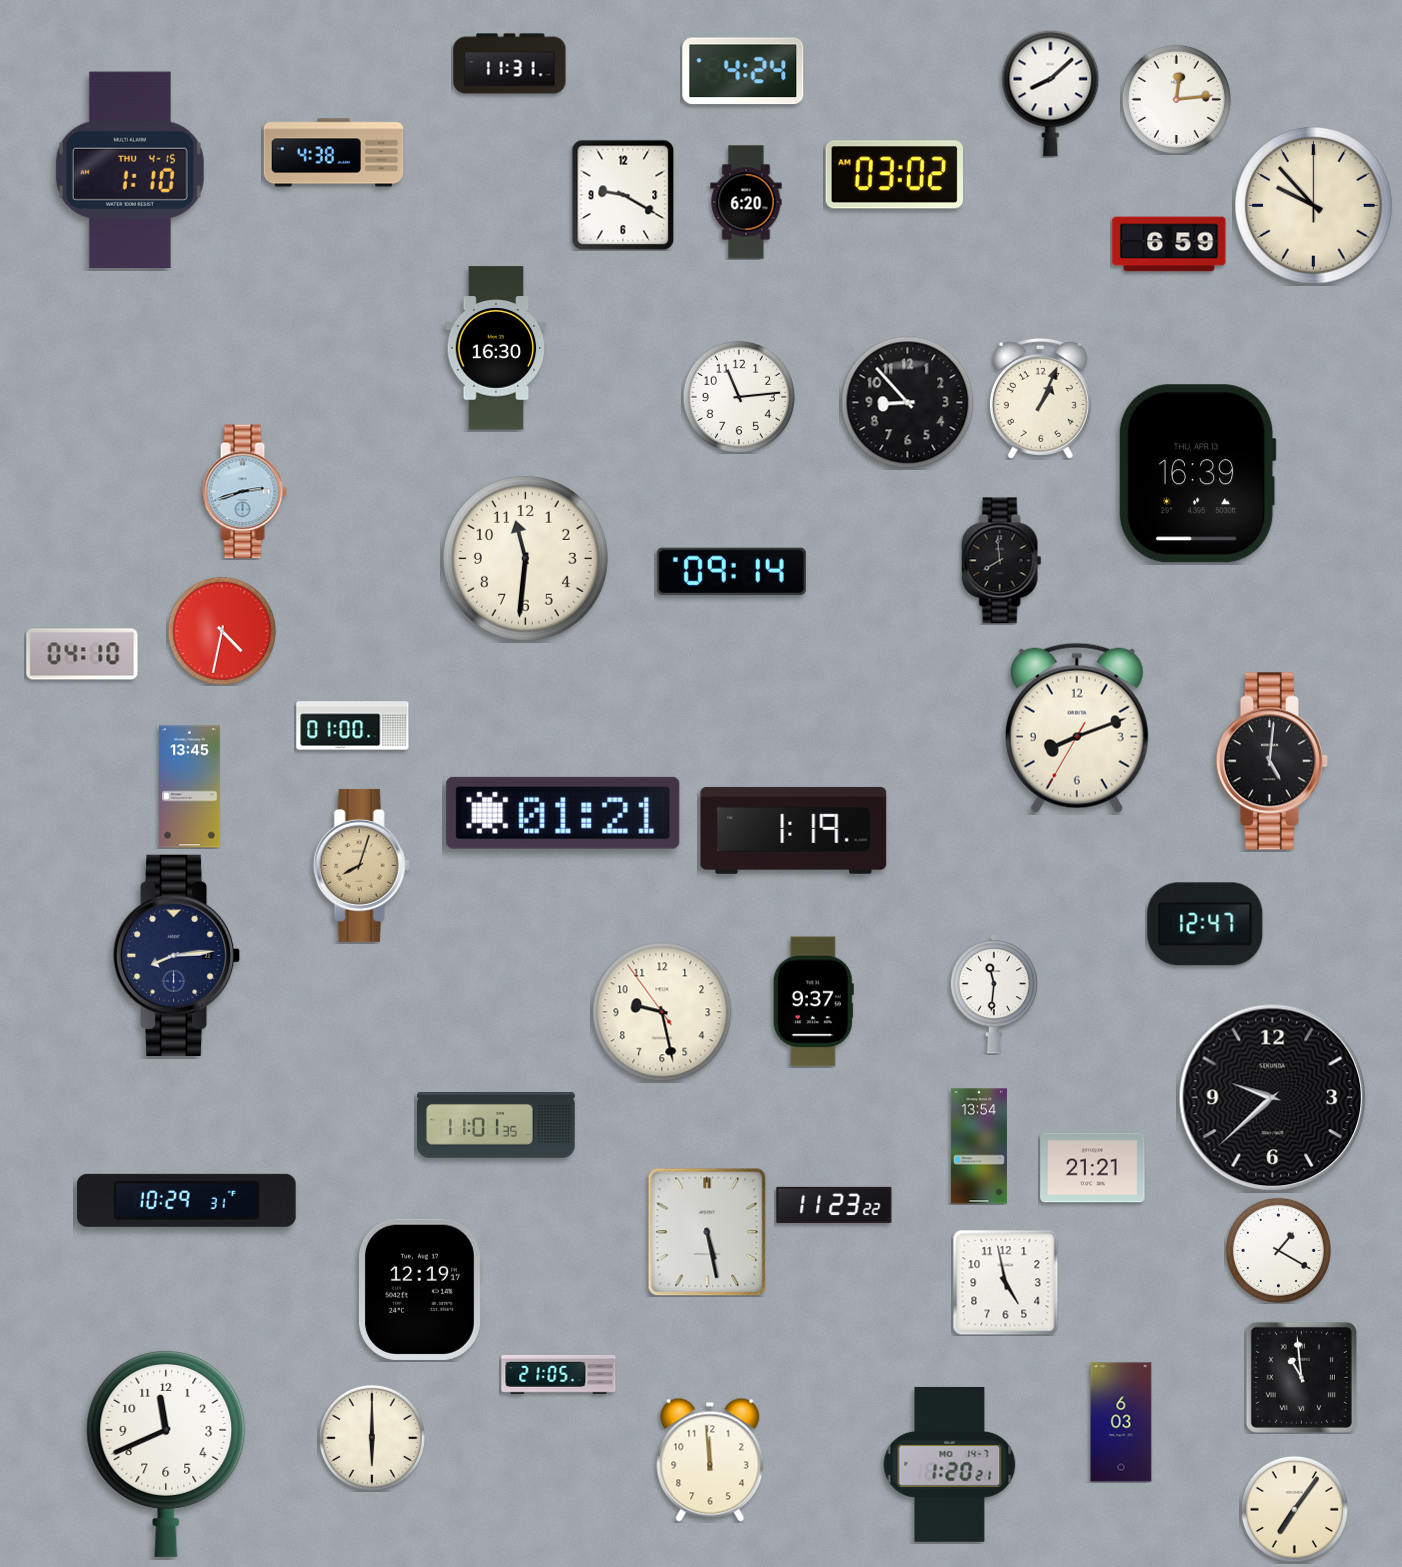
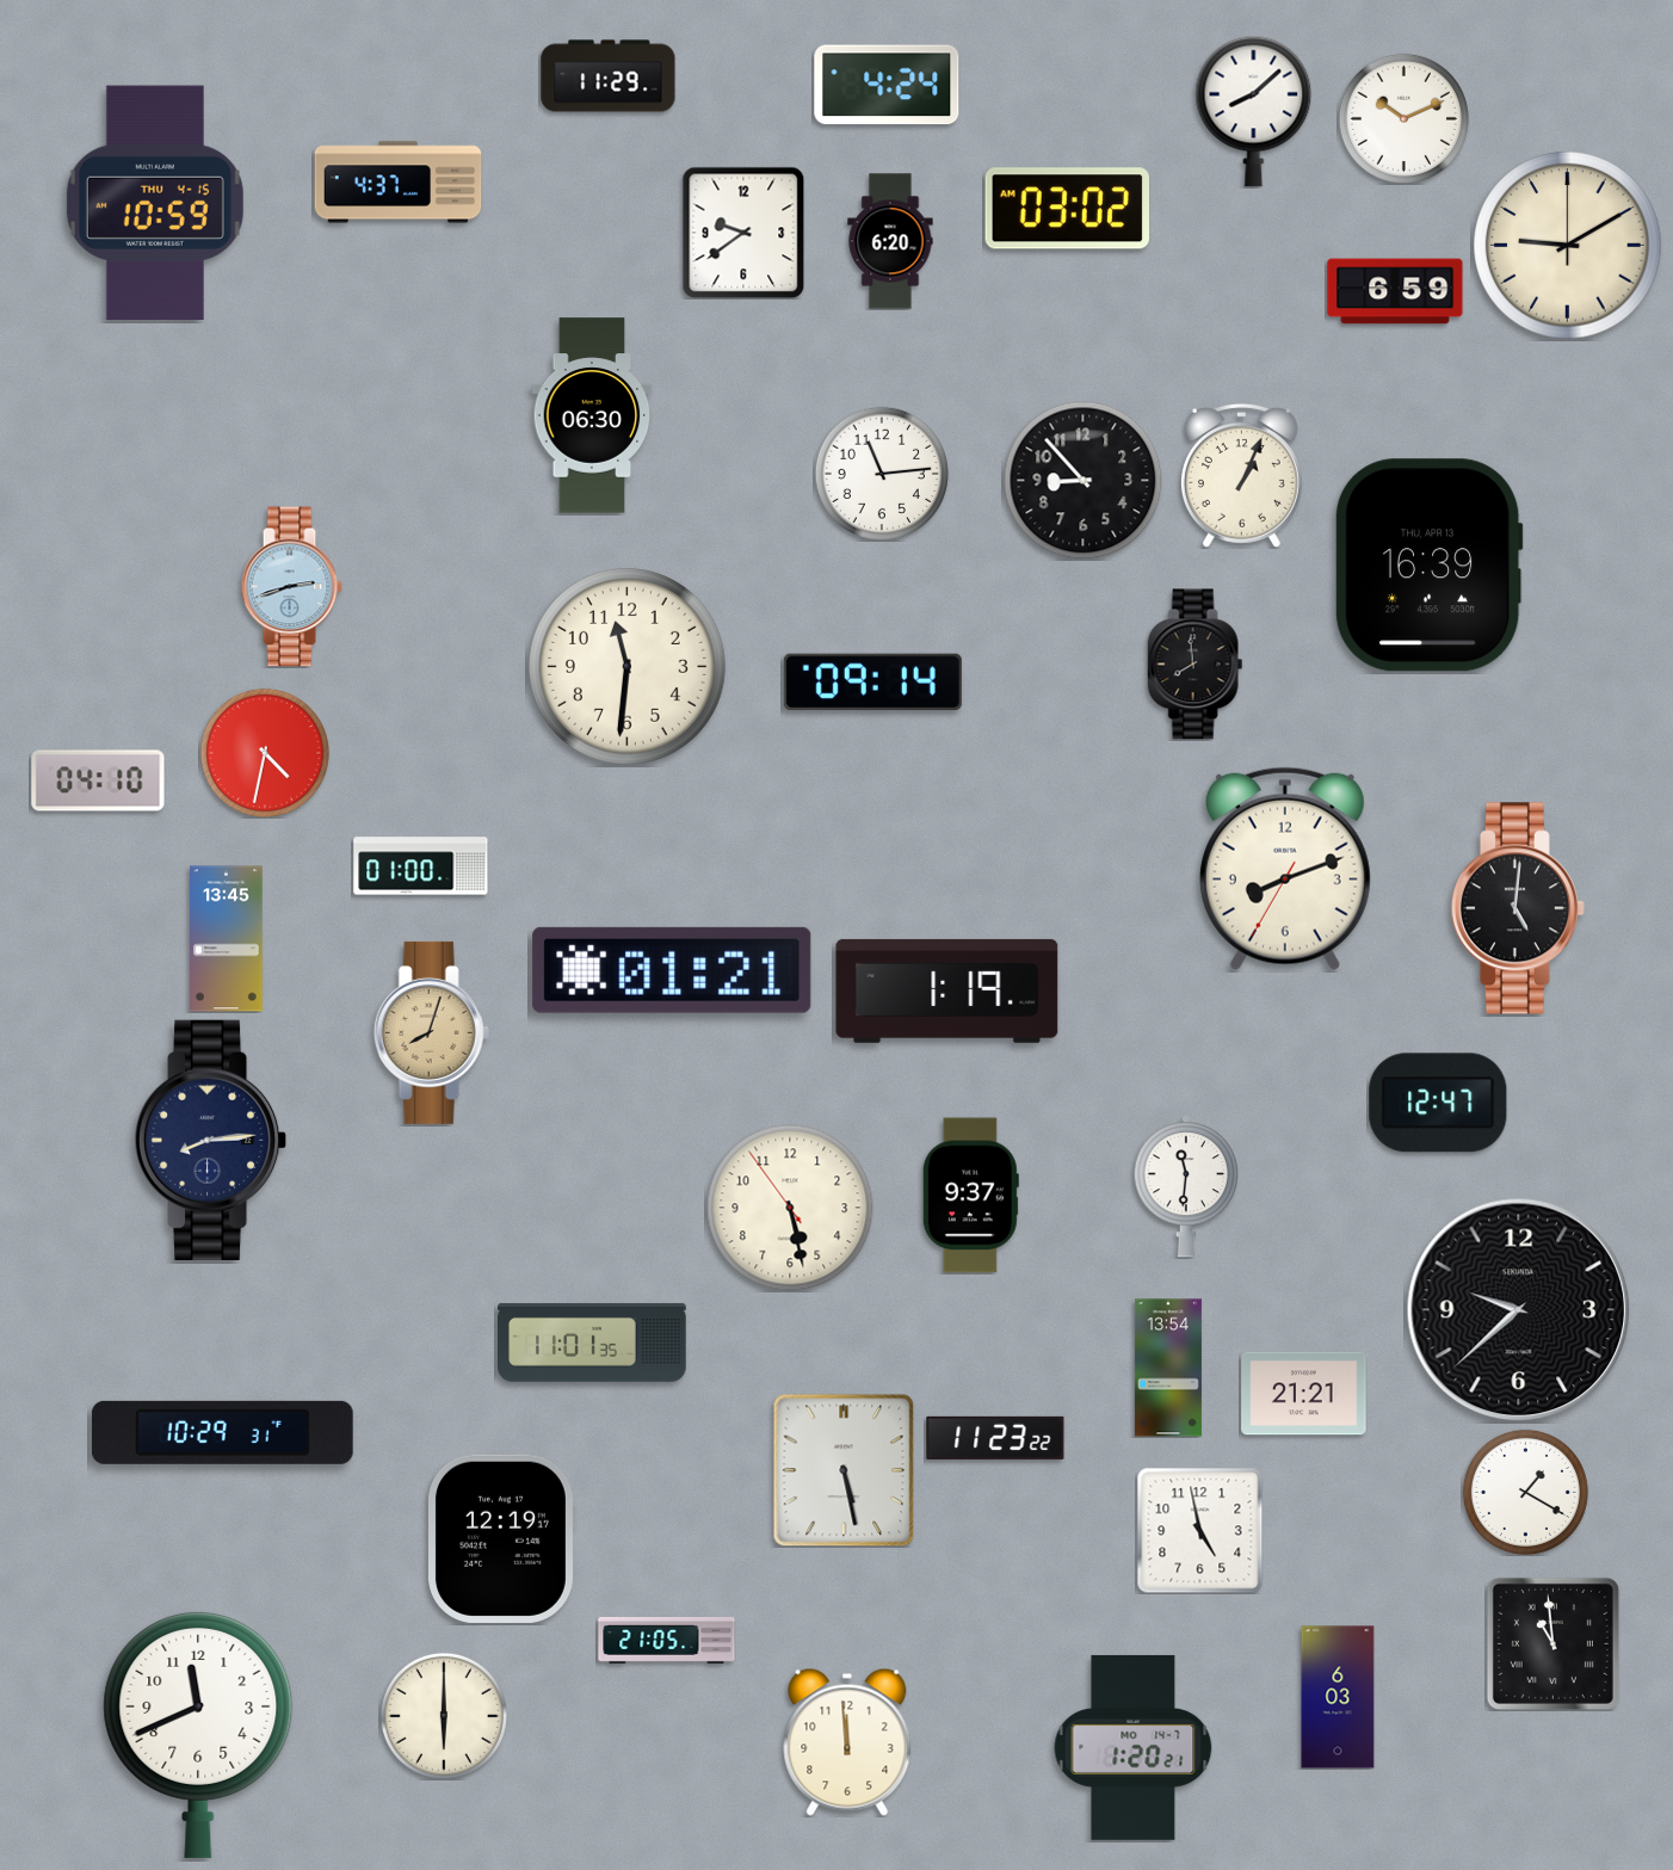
clock at (510, 64): 11:31 -> 11:29
clock at (1176, 99): 12:14 -> 10:11
clock at (334, 153): 4:38 -> 4:37
clock at (130, 169): 1:10 -> 10:59
clock at (623, 195): 9:20 -> 9:39
clock at (1314, 206): 9:53 -> 9:10
clock at (496, 348): 16:30 -> 06:30
clock at (1002, 561) position: (1002, 561) -> (1196, 665)
clock at (662, 1012): 9:27 -> 5:27
clock at (1294, 1509): 7:06 -> none
